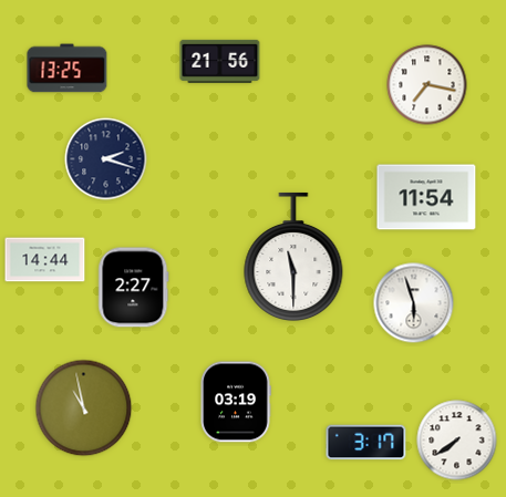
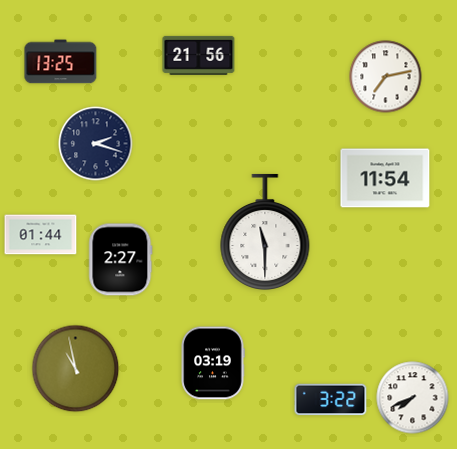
clock at (427, 85): 7:17 -> 7:13
clock at (45, 260): 14:44 -> 01:44
clock at (414, 303): 5:57 -> none
clock at (457, 441): 7:39 -> 7:41
clock at (366, 443): 3:17 -> 3:22
